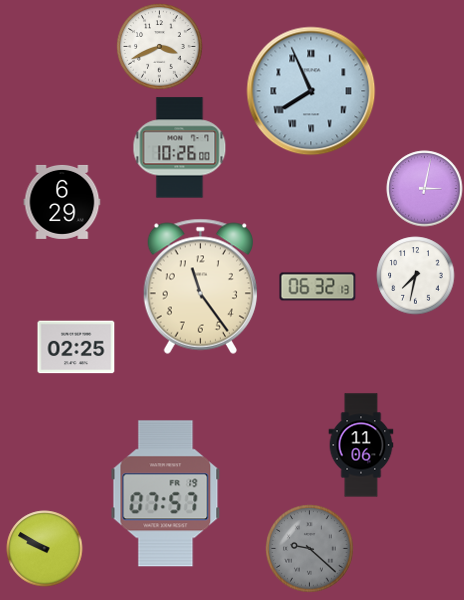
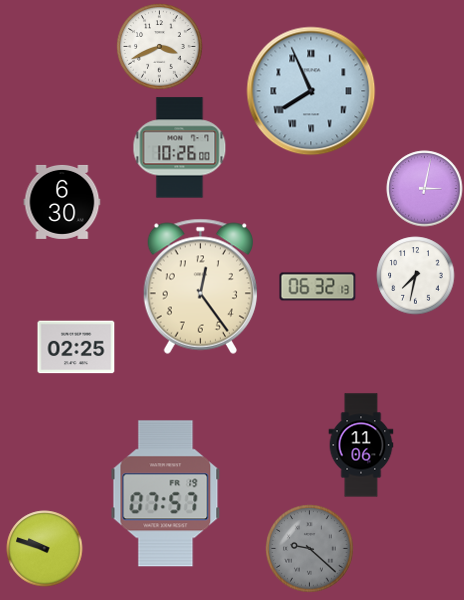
clock at (62, 202): 6:29 -> 6:30
clock at (200, 286): 11:24 -> 12:24
clock at (45, 549): 9:50 -> 9:48
